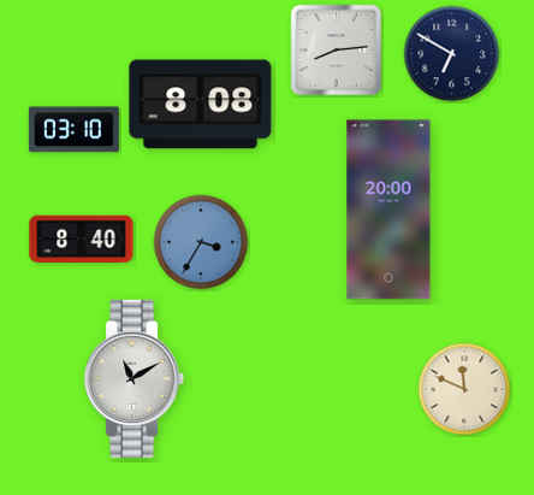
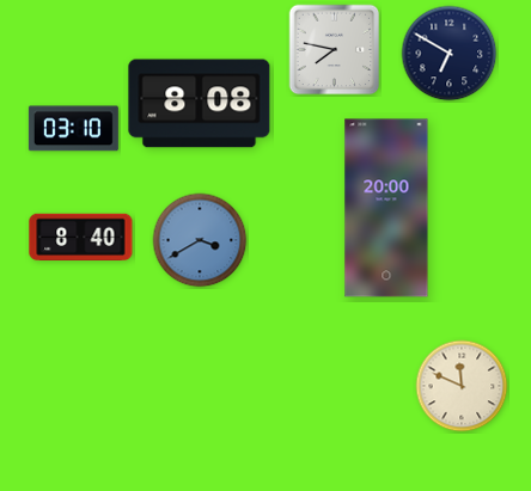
clock at (337, 51): 8:14 -> 7:47
clock at (201, 242): 3:35 -> 3:40
clock at (135, 378): 11:10 -> none
